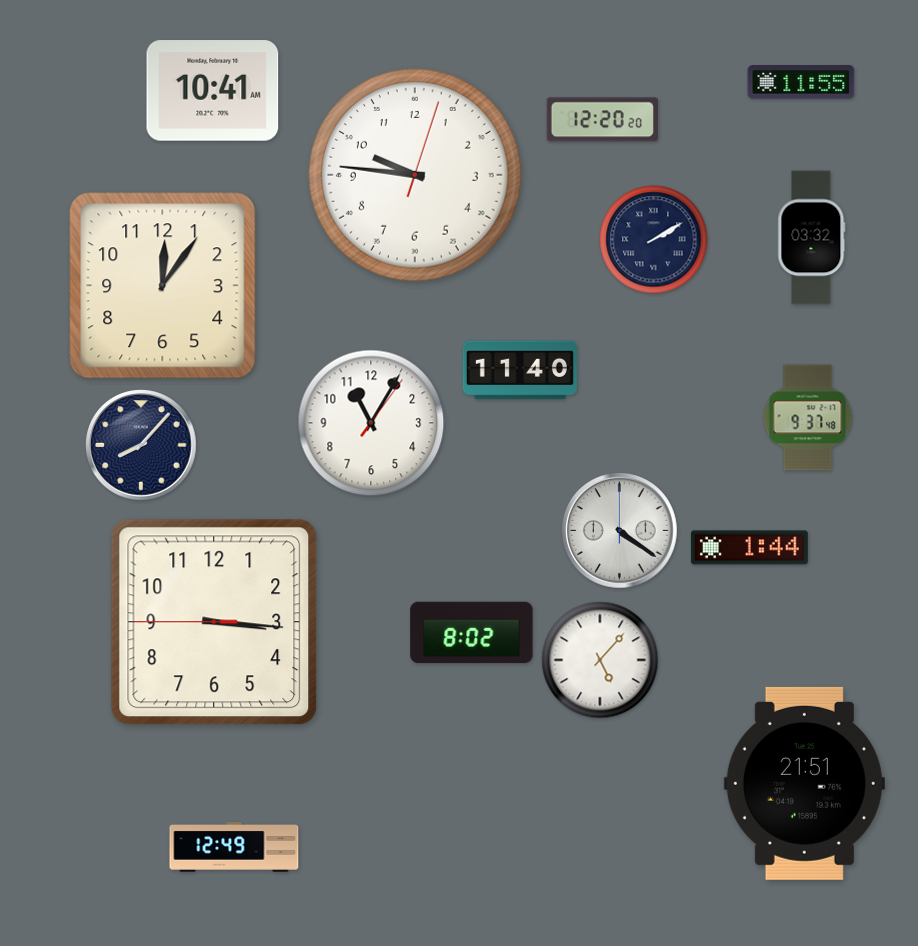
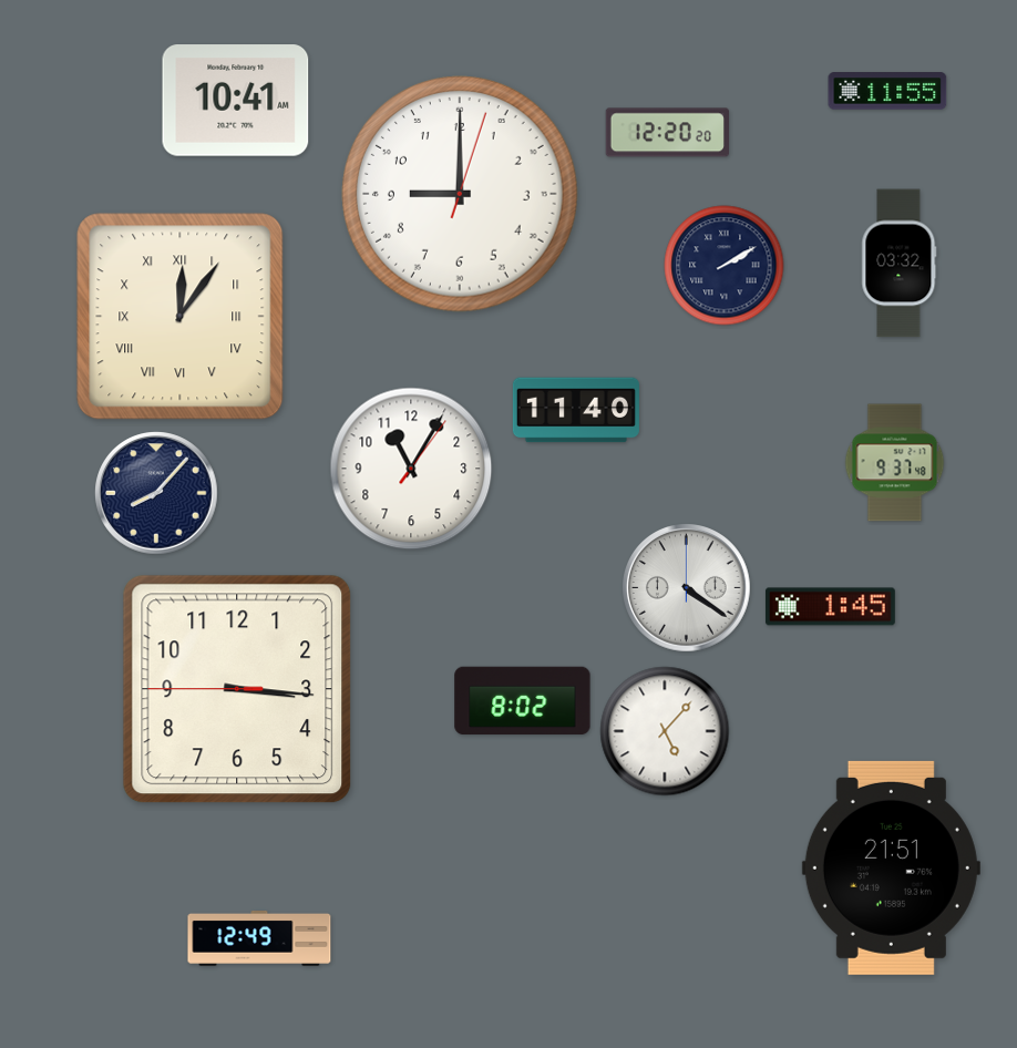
clock at (416, 176): 9:46 -> 9:00
clock at (163, 286) numerals: Arabic -> Roman
clock at (749, 548): 1:44 -> 1:45
